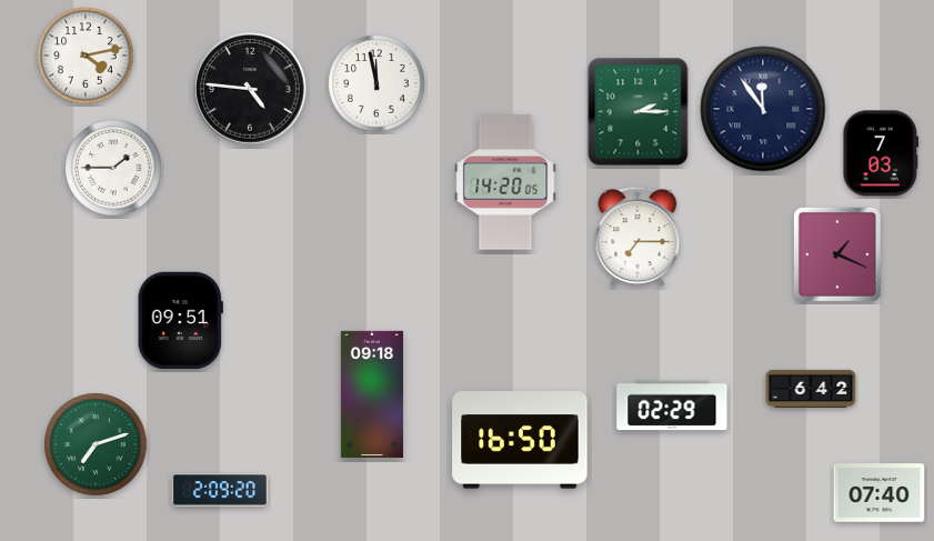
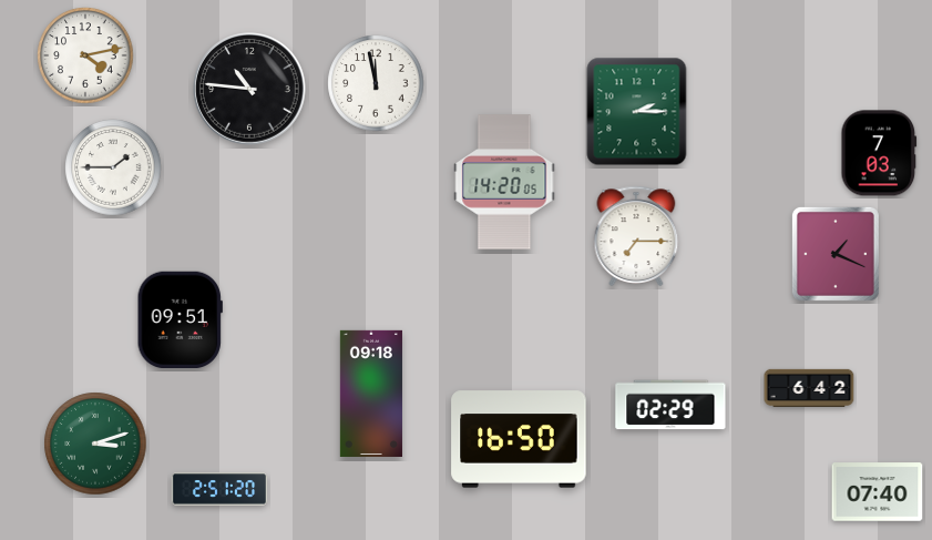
clock at (250, 89): 4:46 -> 10:46
clock at (763, 109): 11:54 -> none
clock at (96, 444): 7:12 -> 3:12
clock at (220, 490): 2:09 -> 2:51
